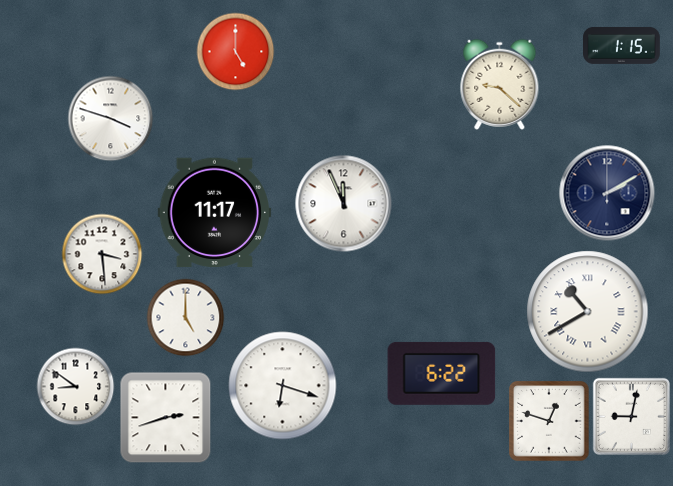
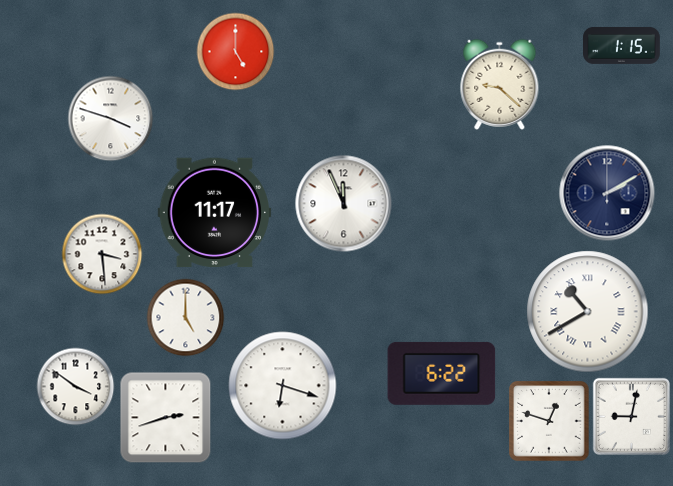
clock at (75, 386): 8:51 -> 3:51
